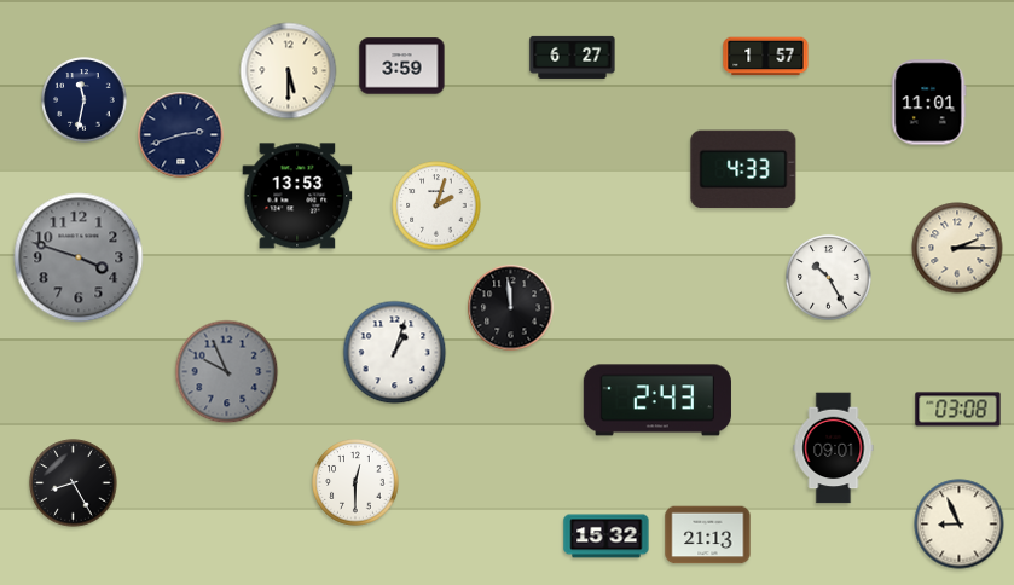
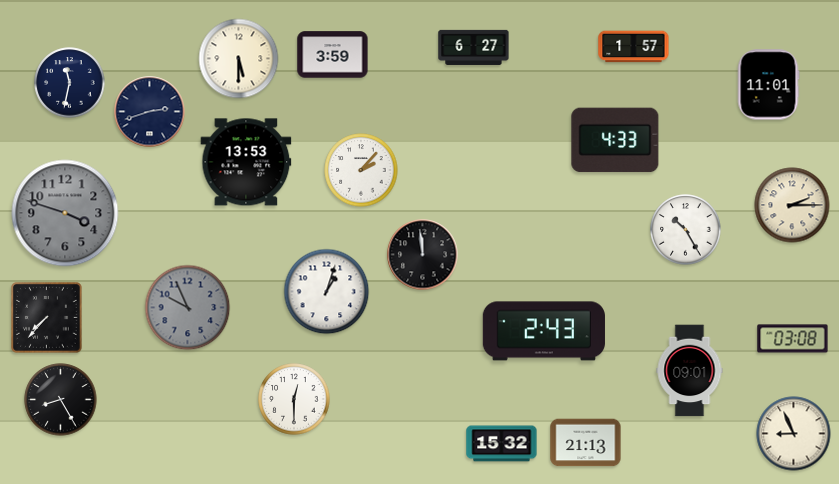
clock at (436, 205): 2:03 -> 2:07
clock at (47, 318): none -> 7:37
